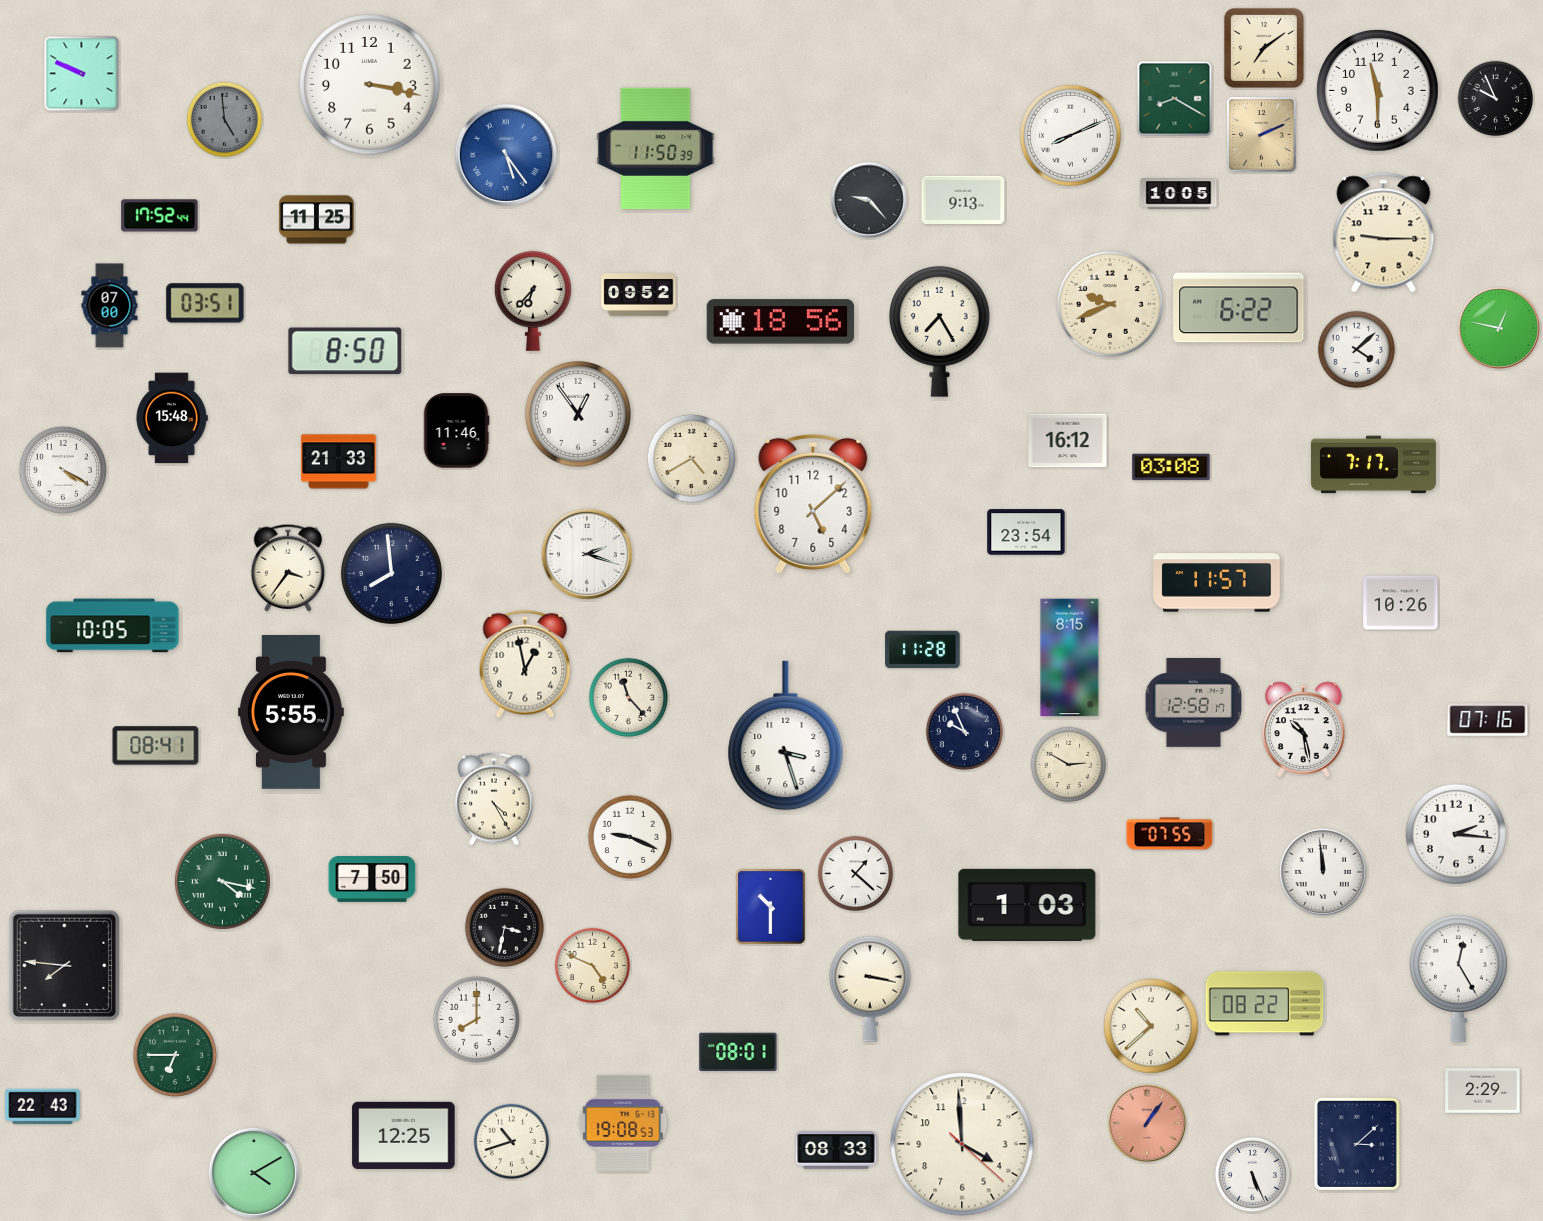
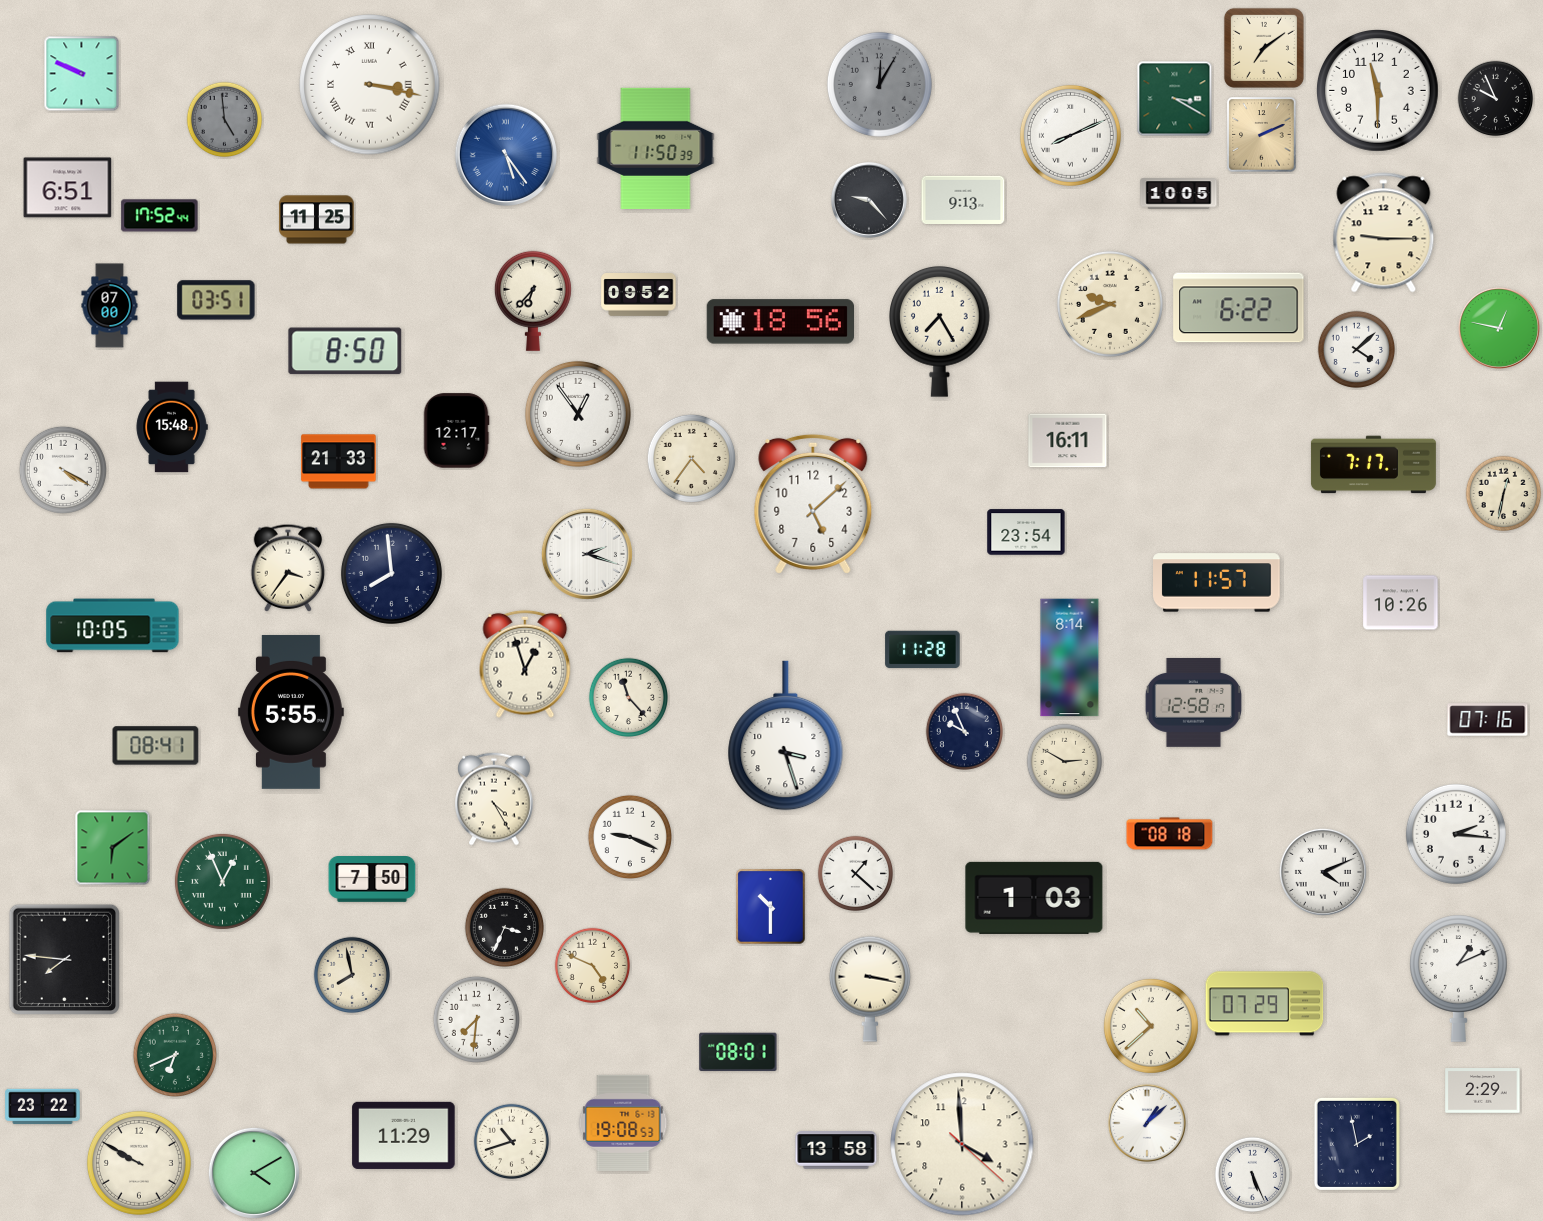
clock at (879, 84): none -> 12:05
clock at (370, 85) numerals: Arabic -> Roman
clock at (1175, 99): 8:20 -> 3:20
clock at (68, 188): none -> 6:51
clock at (205, 303) position: (205, 303) -> (216, 300)
clock at (172, 418) position: (172, 418) -> (172, 427)
clock at (456, 431): 11:46 -> 12:17
clock at (1068, 441): 16:12 -> 16:11
clock at (691, 458): 4:40 -> 4:36
clock at (1171, 467): 03:08 -> none
clock at (1504, 494): none -> 12:32
clock at (1070, 658): 8:15 -> 8:14
clock at (525, 664): 12:58 -> 12:57
clock at (1304, 730): 10:28 -> none
clock at (1069, 765) position: (1069, 765) -> (1065, 762)
clock at (1170, 834): 07:55 -> 08:18
clock at (113, 848): none -> 6:09
clock at (1323, 872): 11:59 -> 4:11
clock at (222, 881): 4:17 -> 12:56
clock at (1027, 905) position: (1027, 905) -> (1034, 898)
clock at (504, 927): 3:32 -> 3:34
clock at (65, 966) position: (65, 966) -> (65, 960)
clock at (352, 975): none -> 7:58
clock at (1459, 978): 12:25 -> 1:11
clock at (1265, 1004): 08:22 -> 07:29
clock at (476, 1019): 8:00 -> 7:31
clock at (175, 1055): 6:45 -> 6:41
clock at (43, 1107): 22:43 -> 23:22
clock at (1147, 1123): 1:06 -> 1:08
clock at (1147, 1123) dial: salmon -> white
clock at (404, 1135): 12:25 -> 11:29
clock at (1357, 1144): 3:08 -> 1:58
clock at (836, 1150): 08:33 -> 13:58
clock at (139, 1163): none -> 9:50
